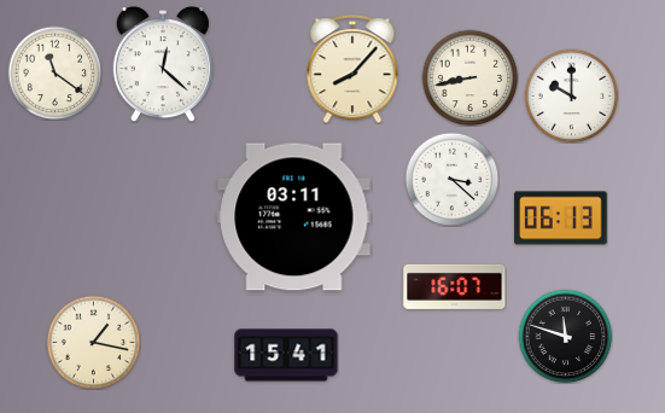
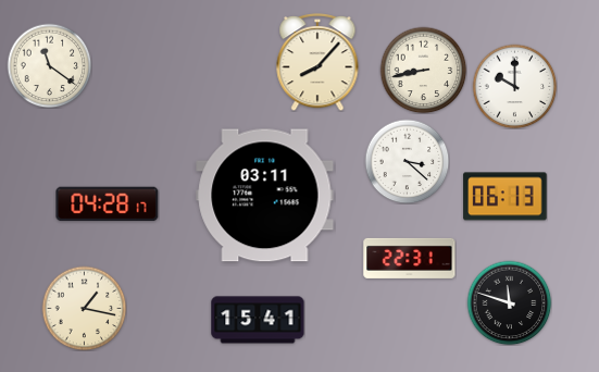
clock at (163, 64): 12:22 -> none
clock at (108, 204): none -> 04:28
clock at (455, 286): 16:07 -> 22:31
